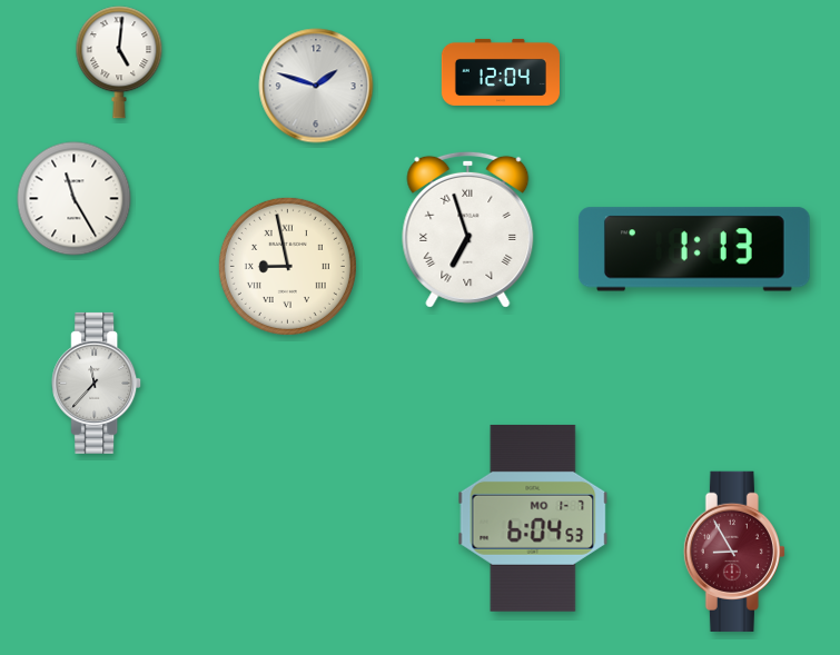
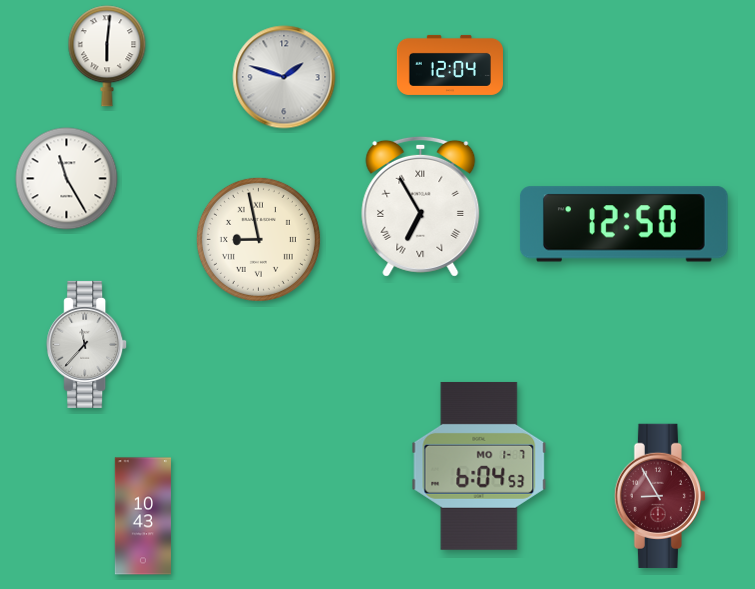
clock at (119, 62): 5:01 -> 6:01
clock at (468, 229): 6:57 -> 6:55
clock at (694, 249): 1:13 -> 12:50
clock at (143, 516): none -> 10:43
